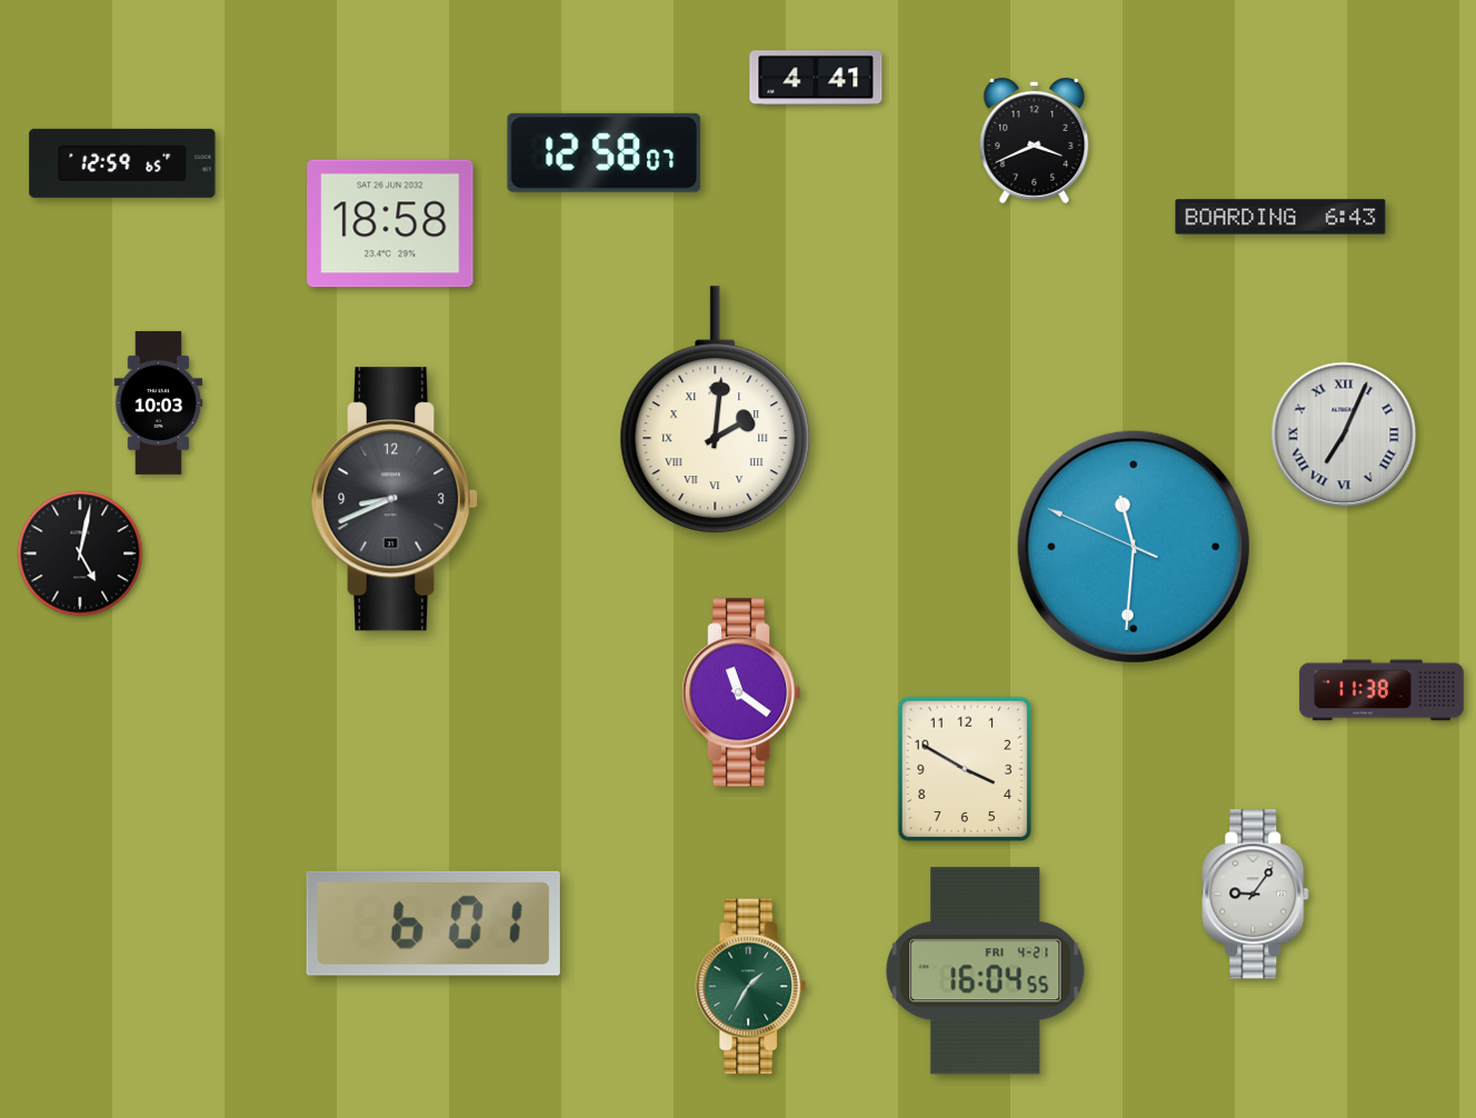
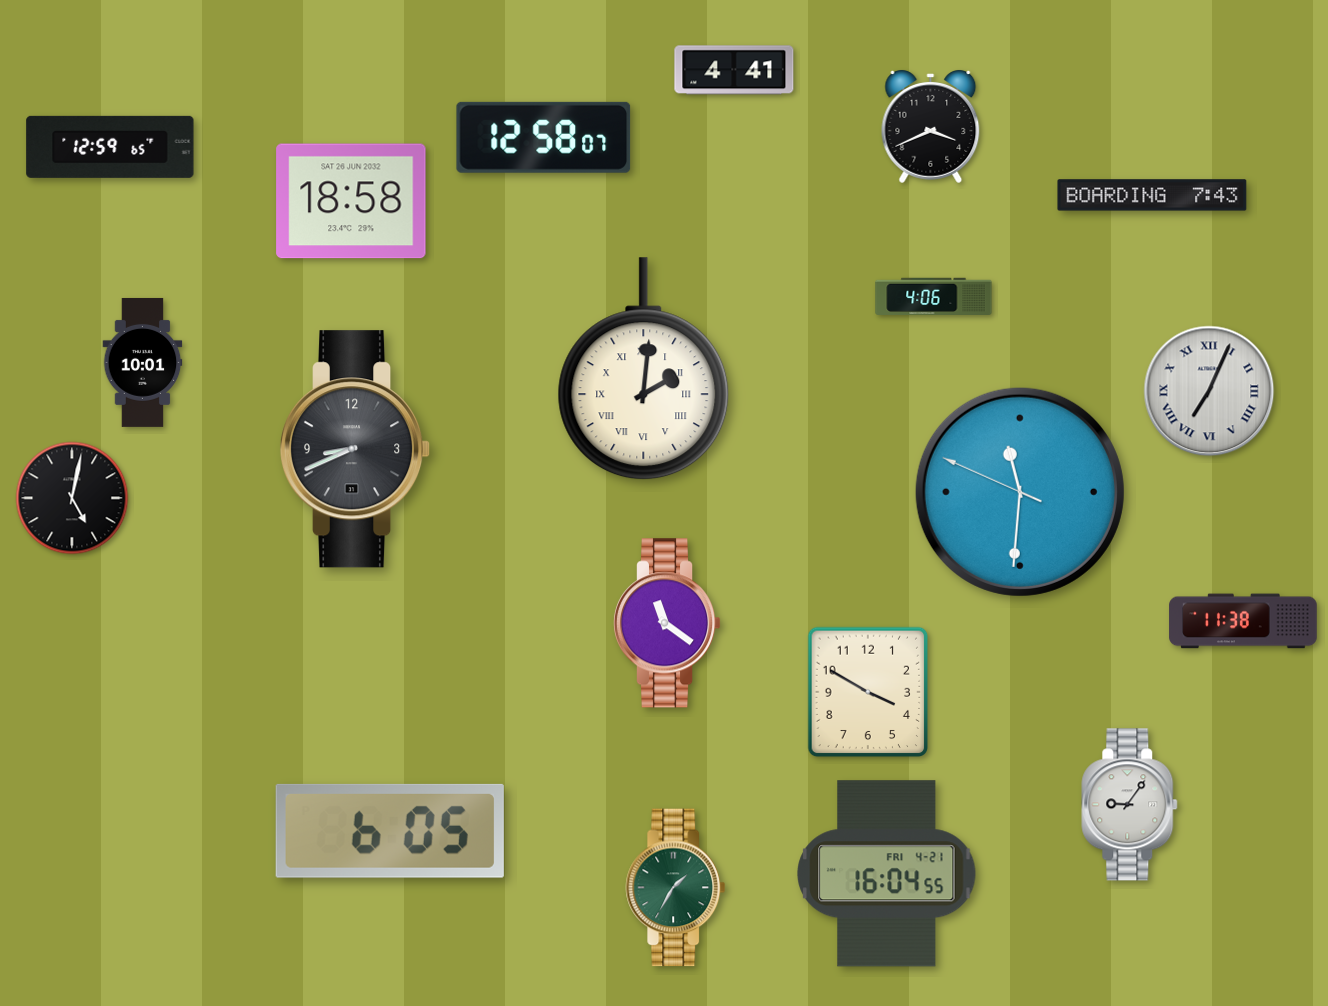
clock at (1280, 217): 6:43 -> 7:43
clock at (934, 297): none -> 4:06
clock at (159, 402): 10:03 -> 10:01
clock at (433, 924): 6:01 -> 6:05
